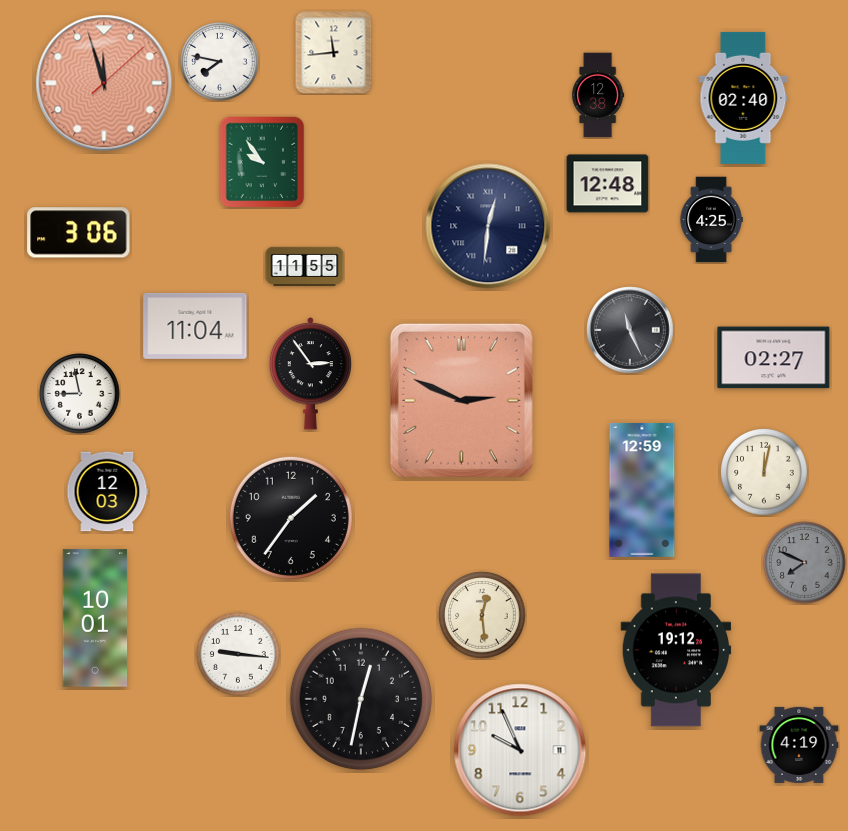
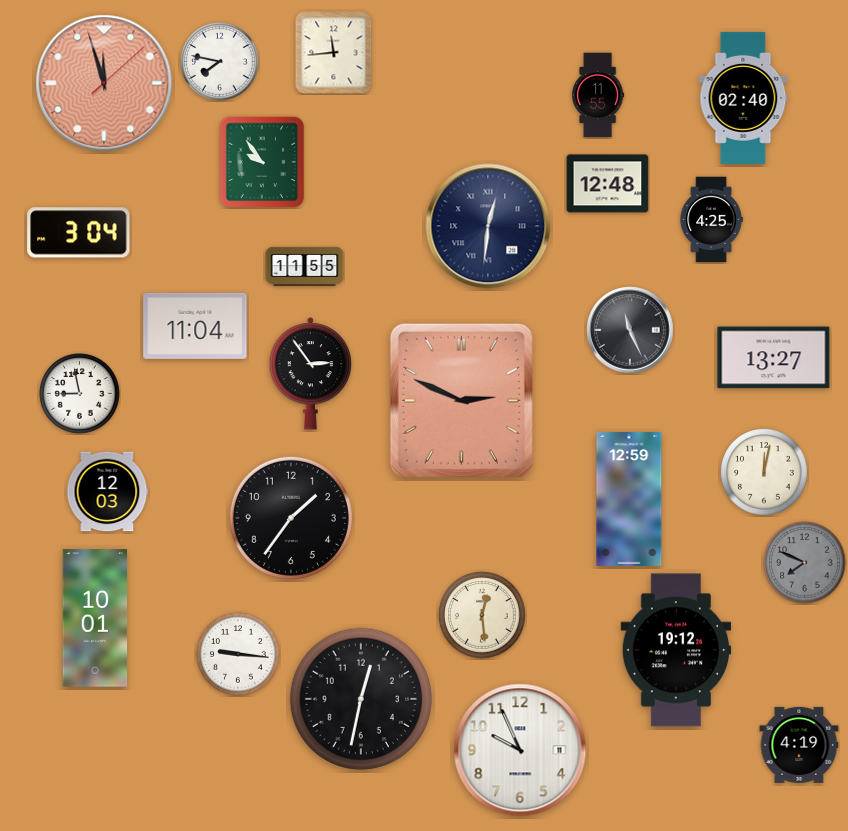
clock at (598, 95): 12:38 -> 11:55
clock at (79, 233): 3:06 -> 3:04
clock at (774, 358): 02:27 -> 13:27
clock at (642, 490) position: (642, 490) -> (629, 499)
